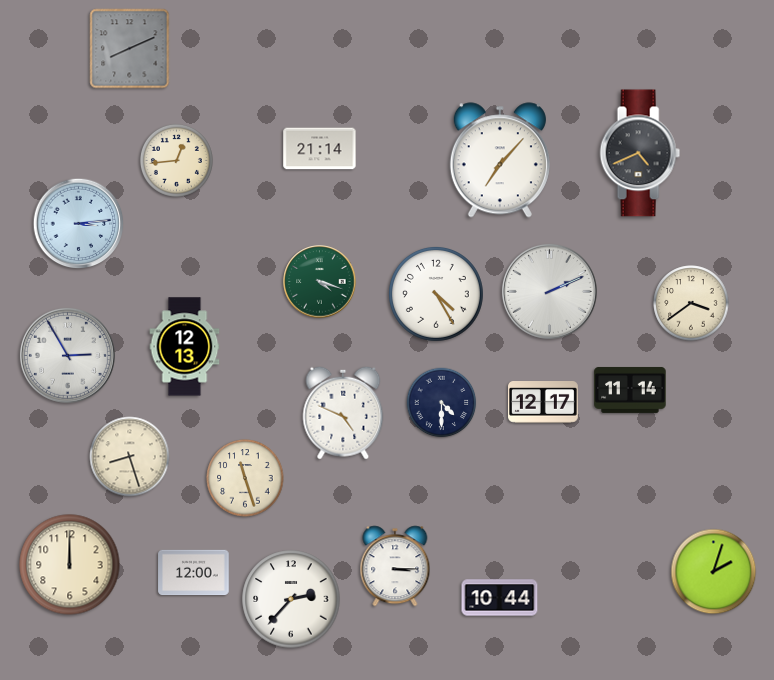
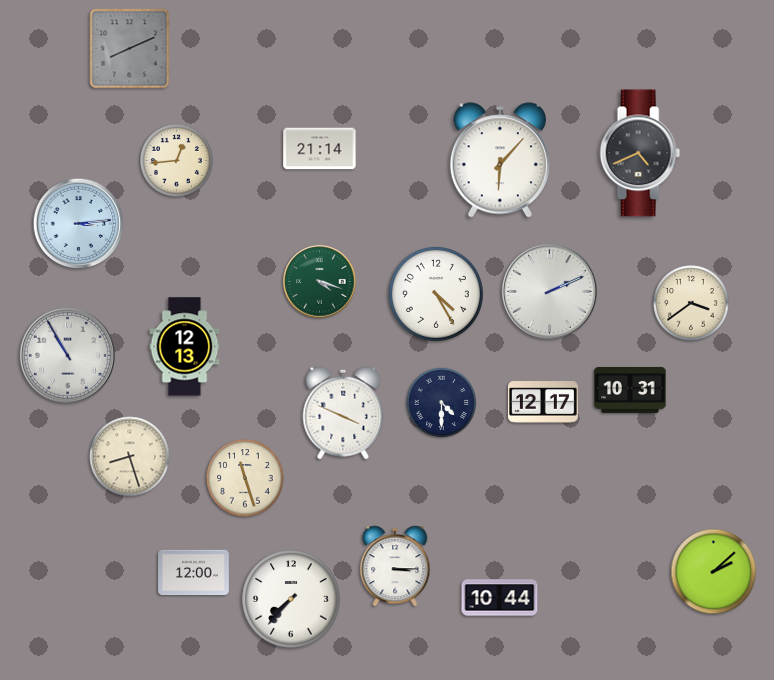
clock at (500, 160): 7:07 -> 6:07
clock at (67, 355): 2:55 -> 10:55
clock at (630, 390): 11:14 -> 10:31
clock at (343, 413): 4:49 -> 3:49
clock at (70, 565): 12:00 -> none
clock at (714, 572): 2:03 -> 2:08
clock at (291, 599): 2:37 -> 7:37
